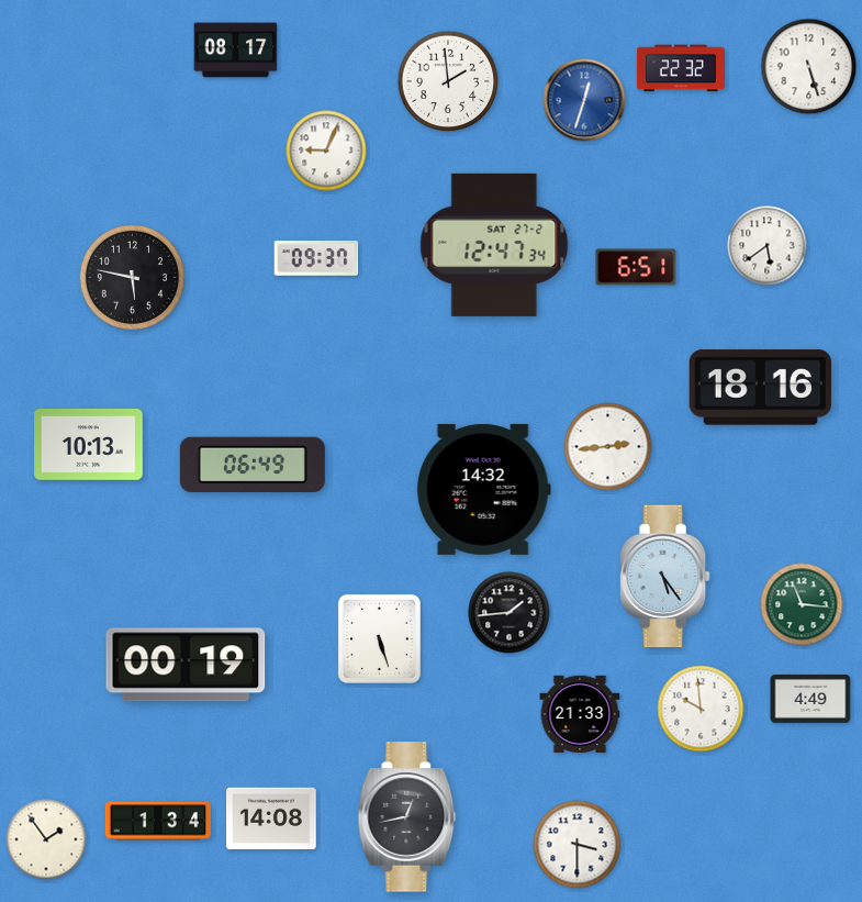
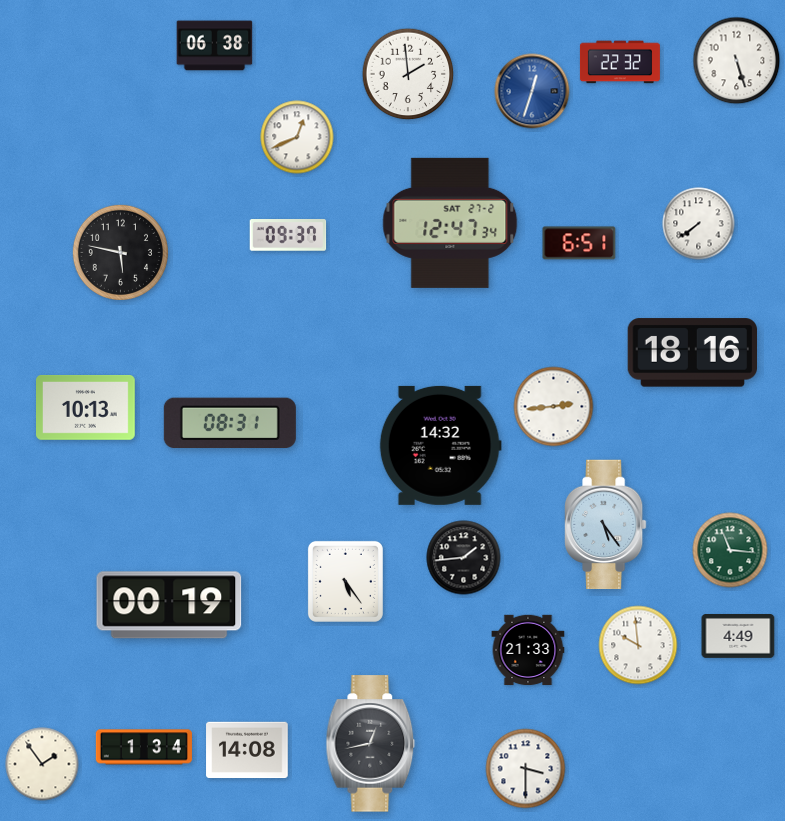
clock at (236, 51): 08:17 -> 06:38
clock at (326, 151): 9:04 -> 12:41
clock at (768, 246): 5:39 -> 7:39
clock at (89, 445) position: (89, 445) -> (86, 408)
clock at (253, 465): 06:49 -> 08:31
clock at (379, 638): 5:27 -> 5:24
clock at (271, 819) position: (271, 819) -> (247, 750)
